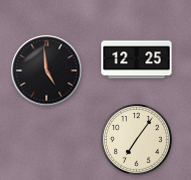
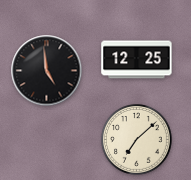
clock at (137, 140): 7:06 -> 7:08
